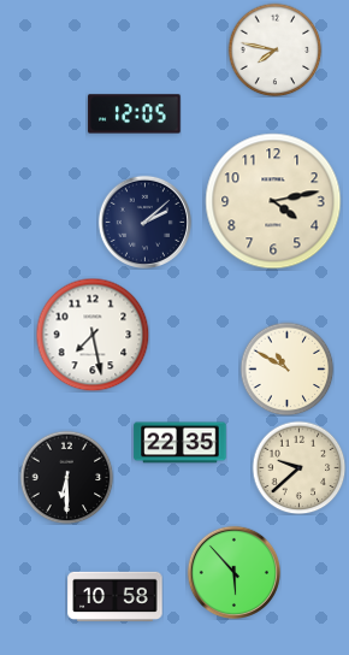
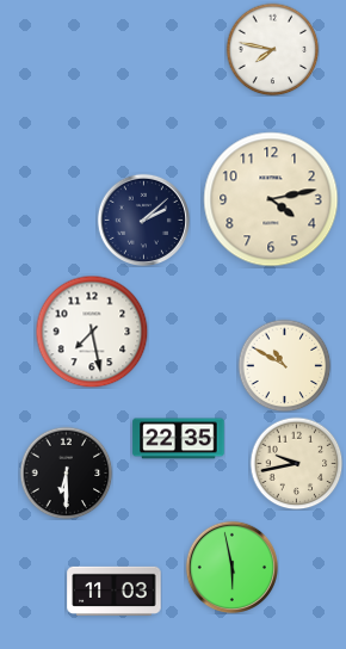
clock at (135, 114): 12:05 -> none
clock at (298, 467): 9:38 -> 9:43
clock at (233, 572): 5:53 -> 5:58
clock at (116, 596): 10:58 -> 11:03
